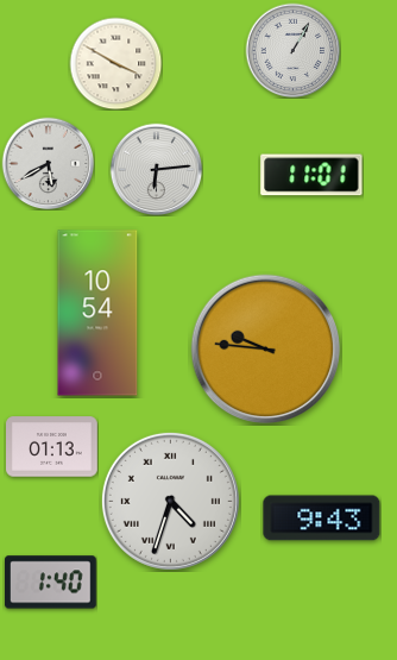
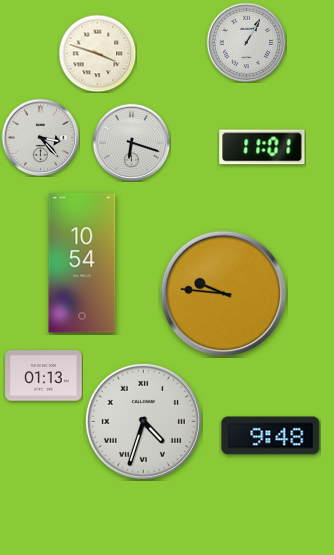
clock at (115, 63): 3:50 -> 3:48
clock at (48, 163): 5:40 -> 3:23
clock at (156, 169): 6:14 -> 6:18
clock at (322, 518): 9:43 -> 9:48
clock at (50, 583): 1:40 -> none
